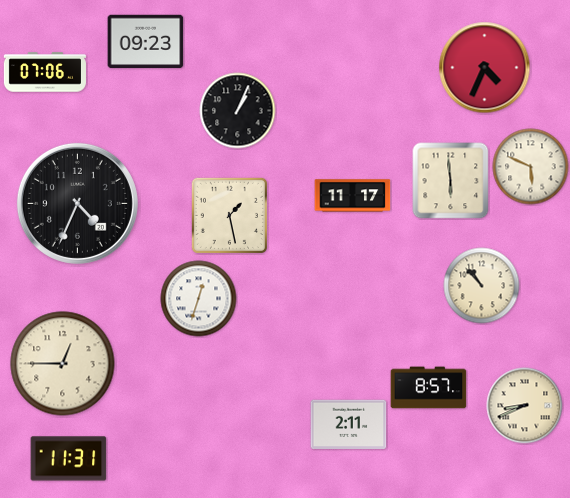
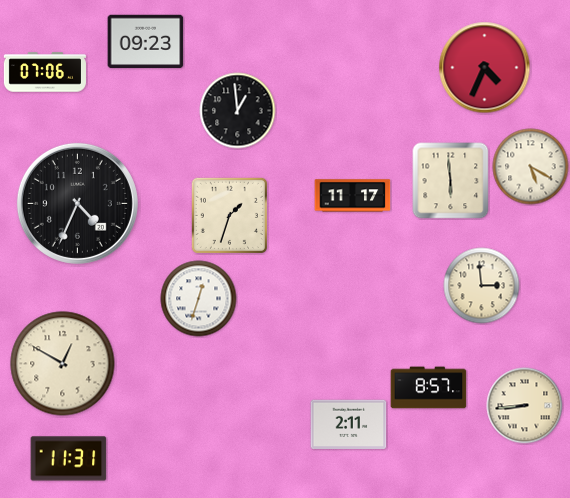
clock at (238, 111): 1:04 -> 12:59
clock at (531, 167): 5:49 -> 5:20
clock at (229, 215): 1:28 -> 1:33
clock at (482, 286): 10:53 -> 2:59
clock at (63, 364): 12:45 -> 12:50
clock at (525, 406): 8:41 -> 8:44
